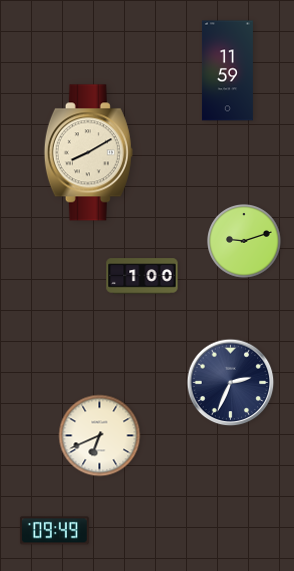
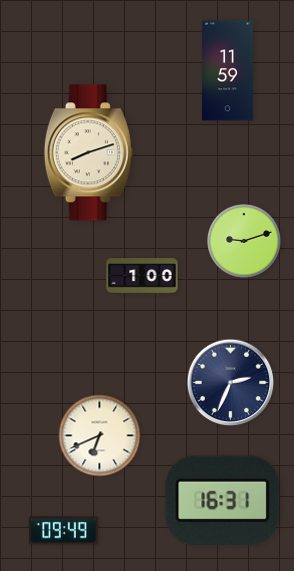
clock at (88, 153): 8:10 -> 8:12
clock at (223, 500): none -> 16:31
clock at (54, 531) position: (54, 531) -> (63, 531)
